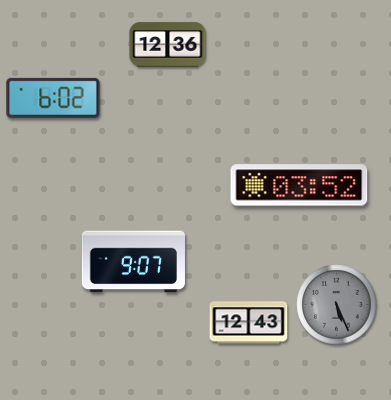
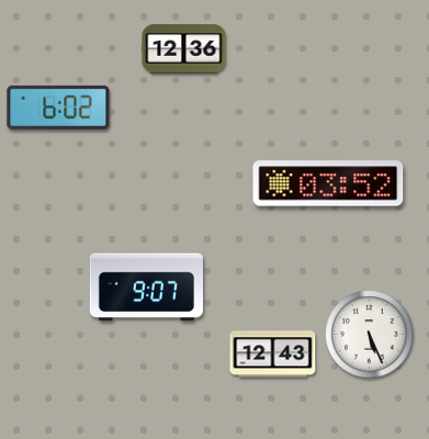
clock at (299, 185) position: (299, 185) -> (328, 183)
clock at (337, 305) dial: grey -> white
